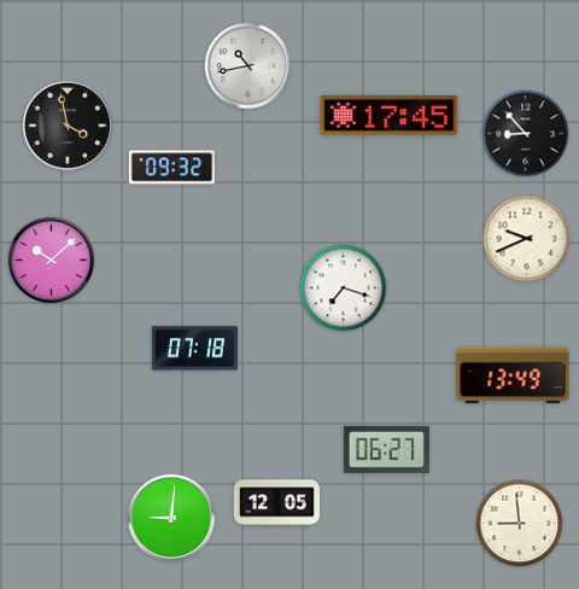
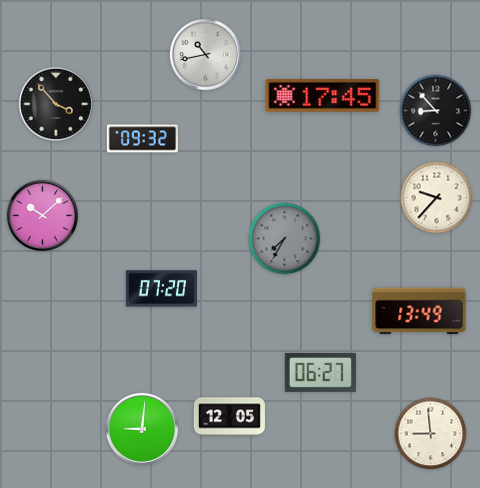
clock at (68, 126): 3:58 -> 3:53
clock at (527, 239): 9:41 -> 9:37
clock at (344, 288): 7:18 -> 7:35
clock at (344, 288) dial: white -> grey
clock at (194, 349): 07:18 -> 07:20
clock at (513, 375) position: (513, 375) -> (419, 311)
